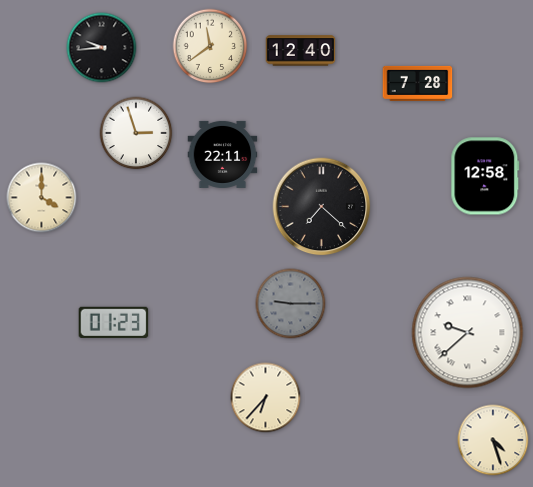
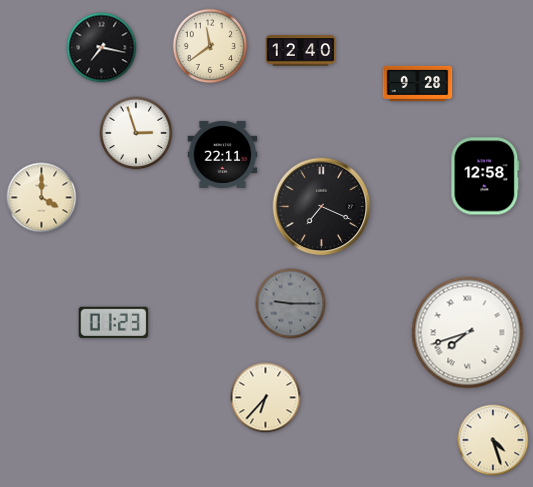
clock at (102, 48): 9:44 -> 7:17
clock at (418, 83): 7:28 -> 9:28
clock at (322, 207): 7:22 -> 7:19
clock at (468, 333): 9:38 -> 7:42
